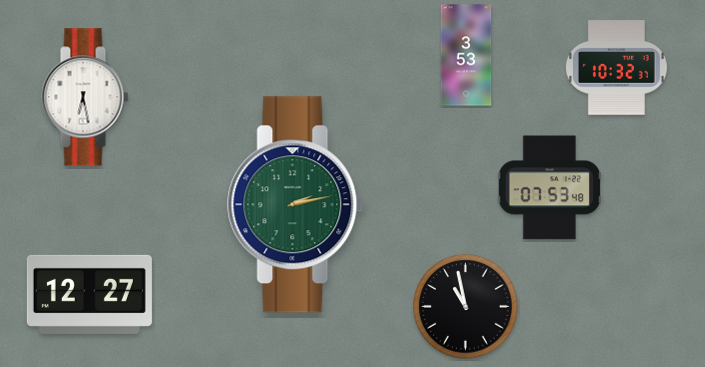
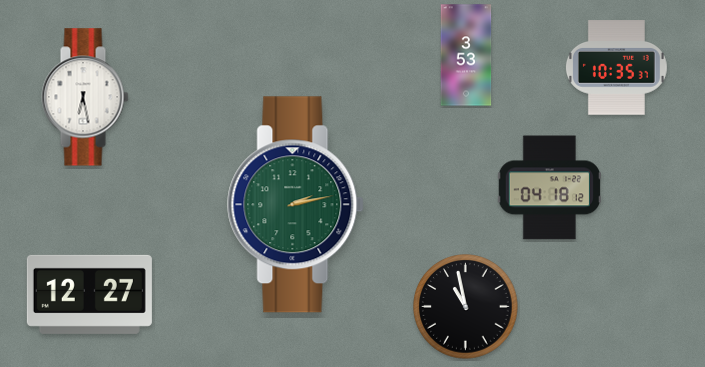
clock at (616, 68): 10:32 -> 10:35
clock at (549, 188): 07:53 -> 04:18
